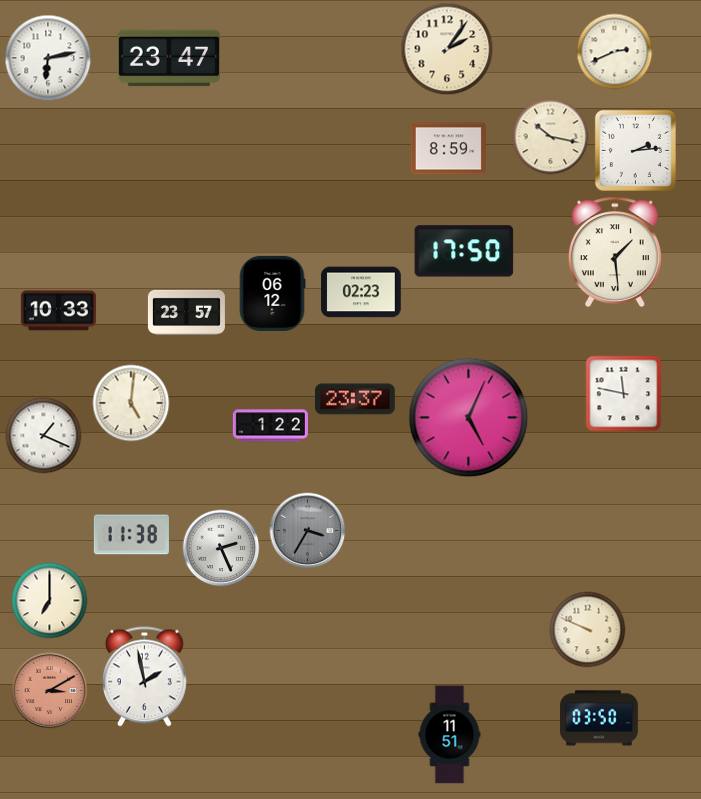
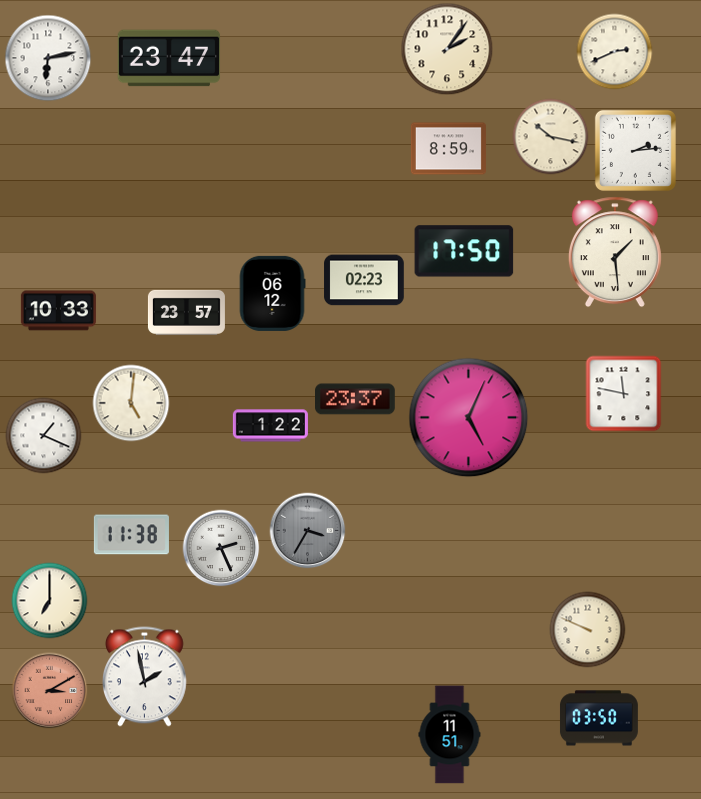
clock at (361, 292) position: (361, 292) -> (364, 280)
